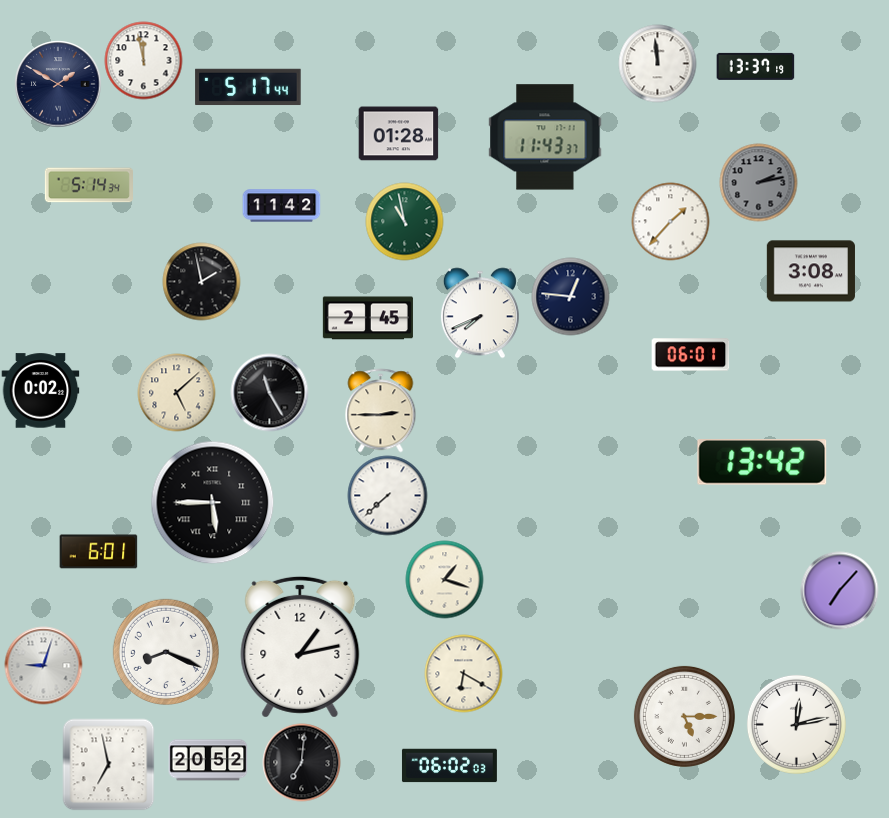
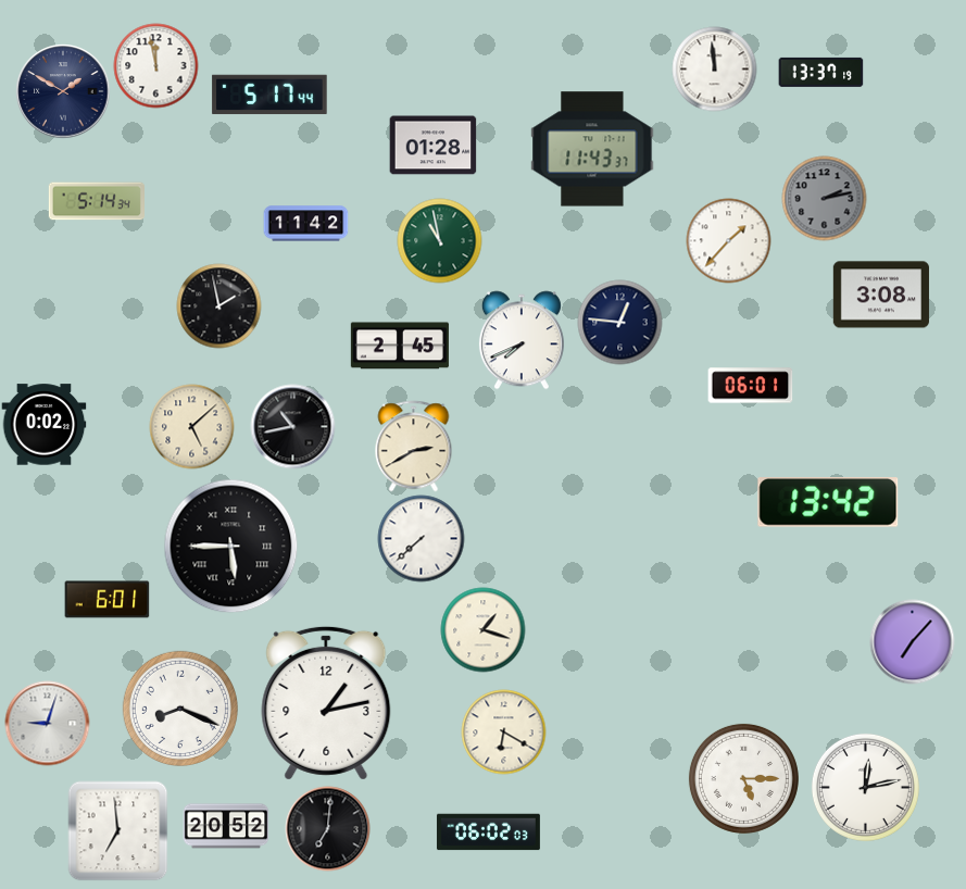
clock at (269, 392): 11:25 -> 10:43
clock at (381, 410): 2:45 -> 2:40
clock at (108, 764): 6:58 -> 6:59
